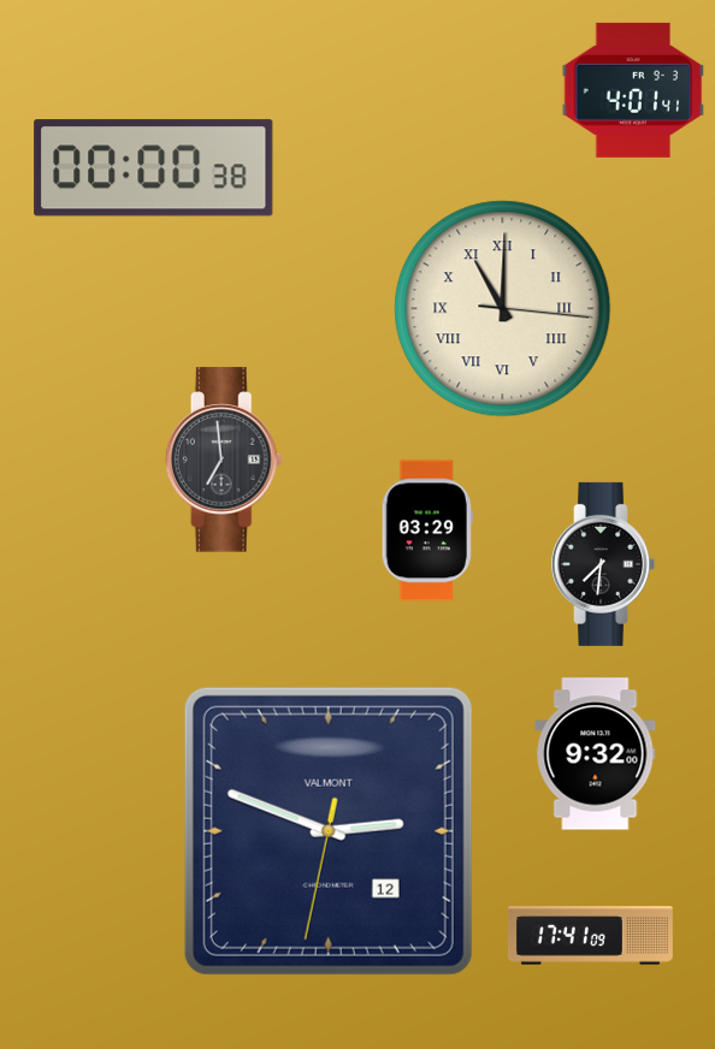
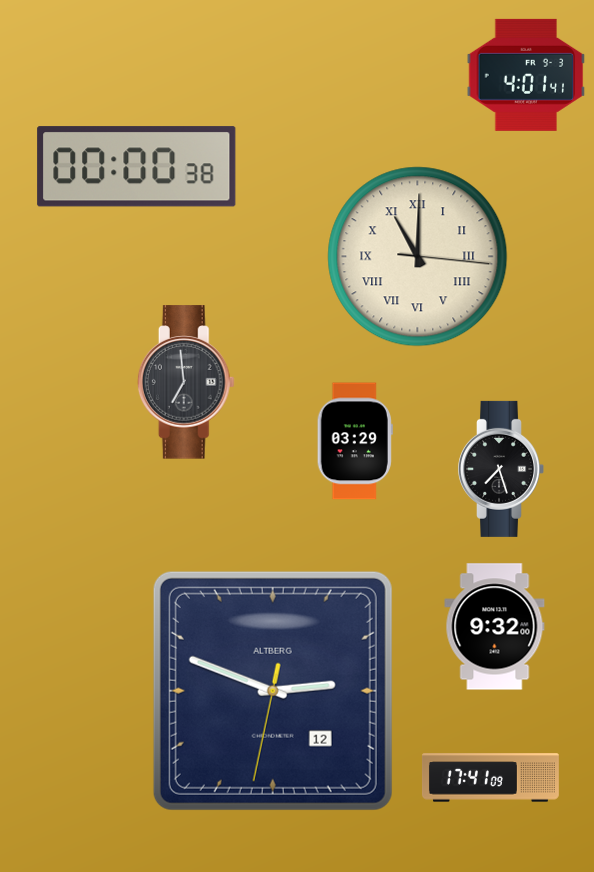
clock at (154, 168) position: (154, 168) -> (137, 167)
clock at (603, 564): 7:31 -> 7:27
clock at (329, 831) brand: VALMONT -> ALTBERG
